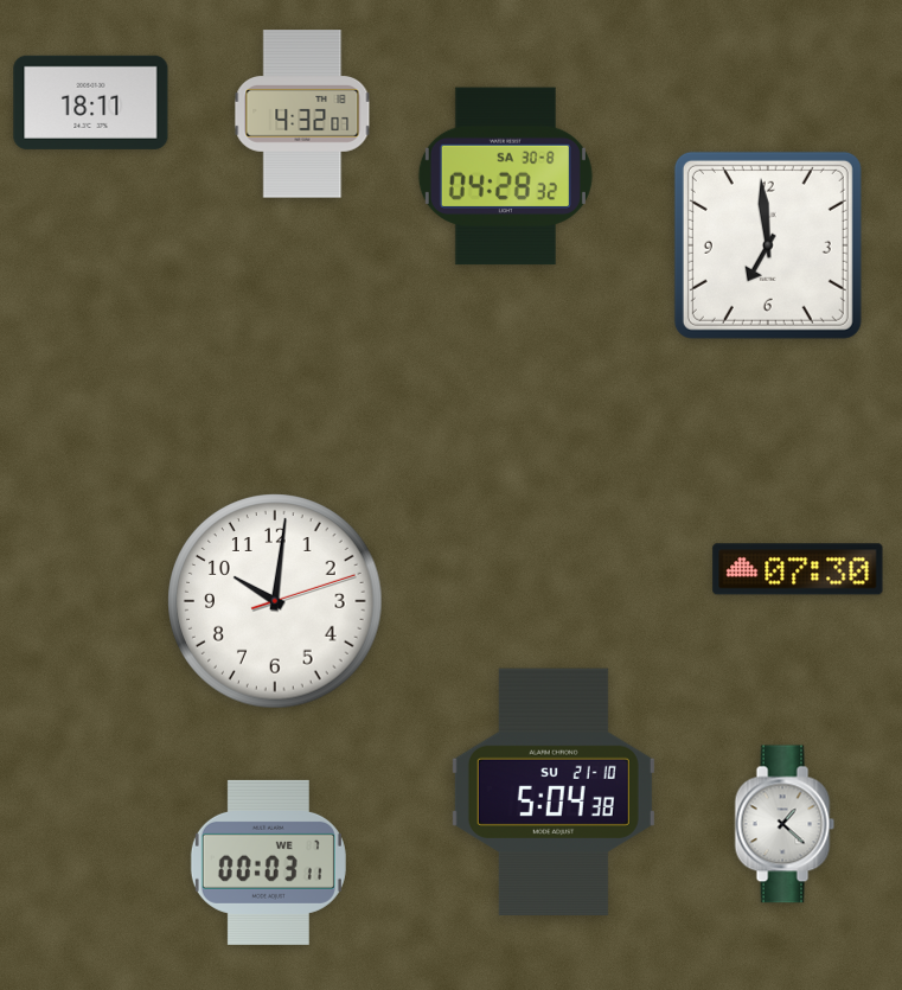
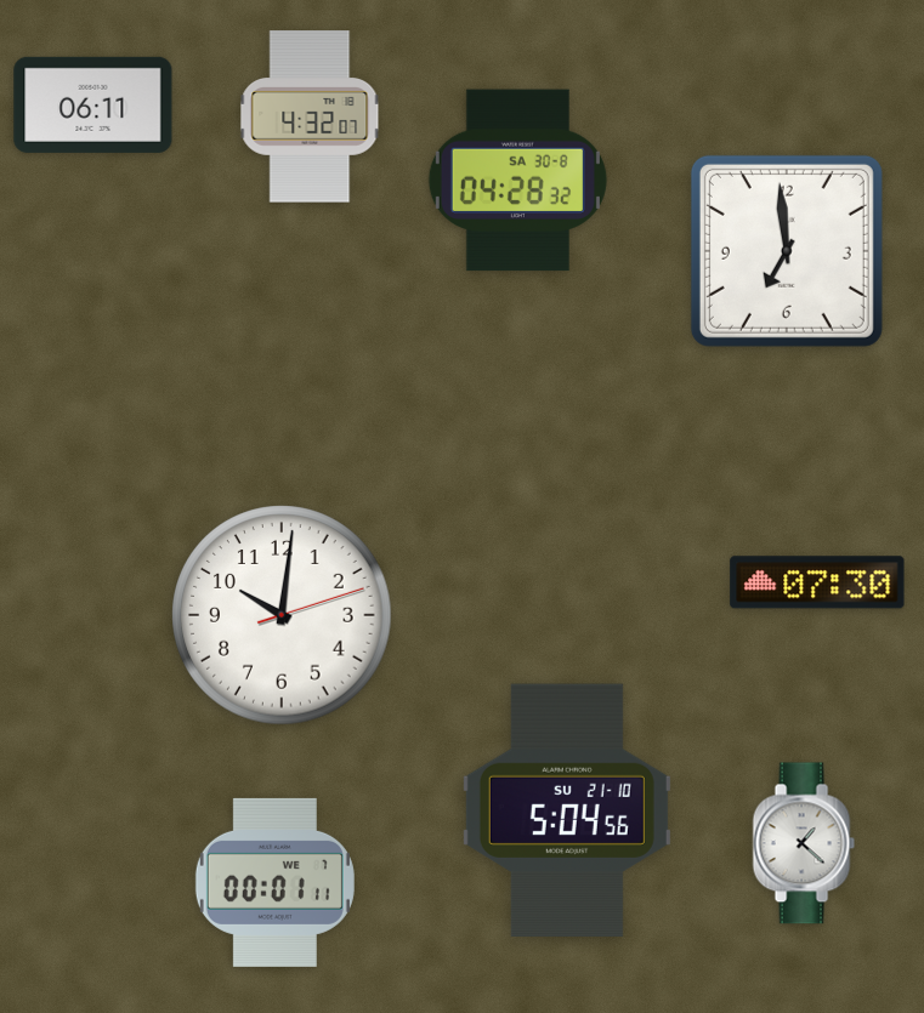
clock at (91, 102): 18:11 -> 06:11
clock at (554, 792): 5:04:38 -> 5:04:56
clock at (268, 862): 00:03 -> 00:01
